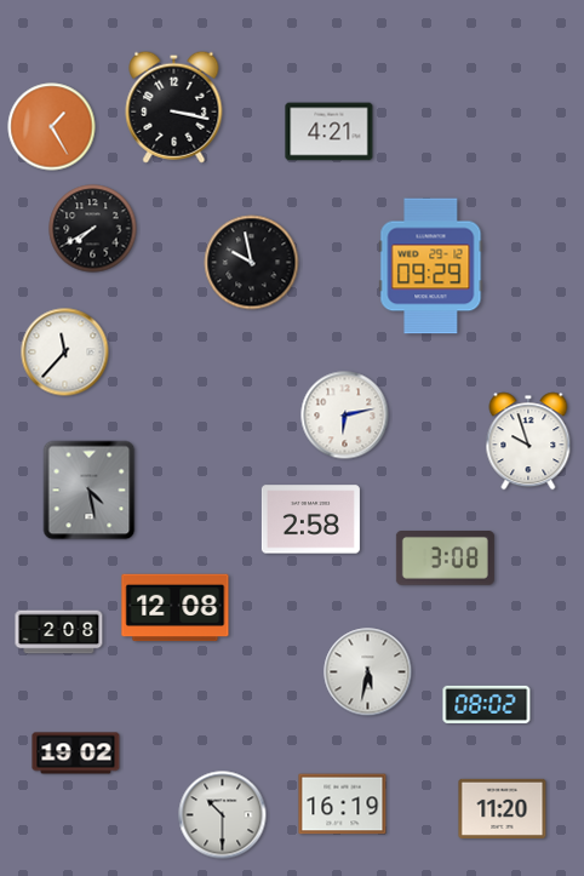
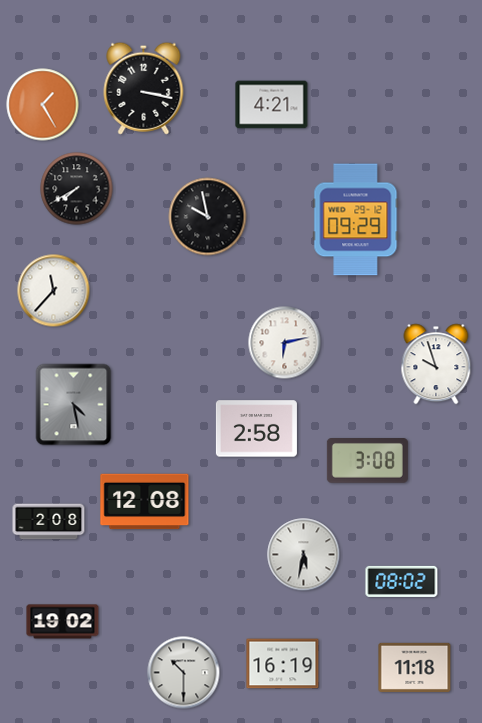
clock at (330, 132) position: (330, 132) -> (272, 105)
clock at (503, 808): 11:20 -> 11:18
